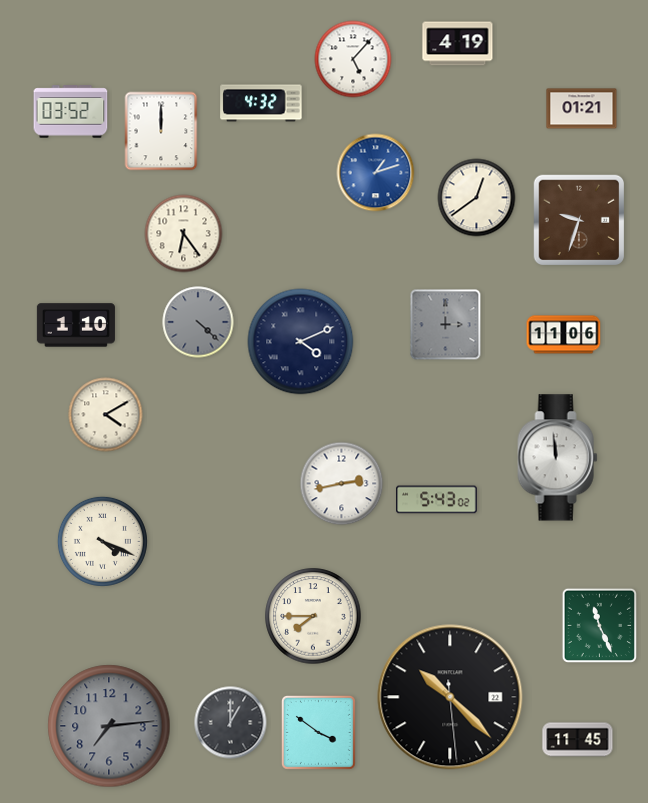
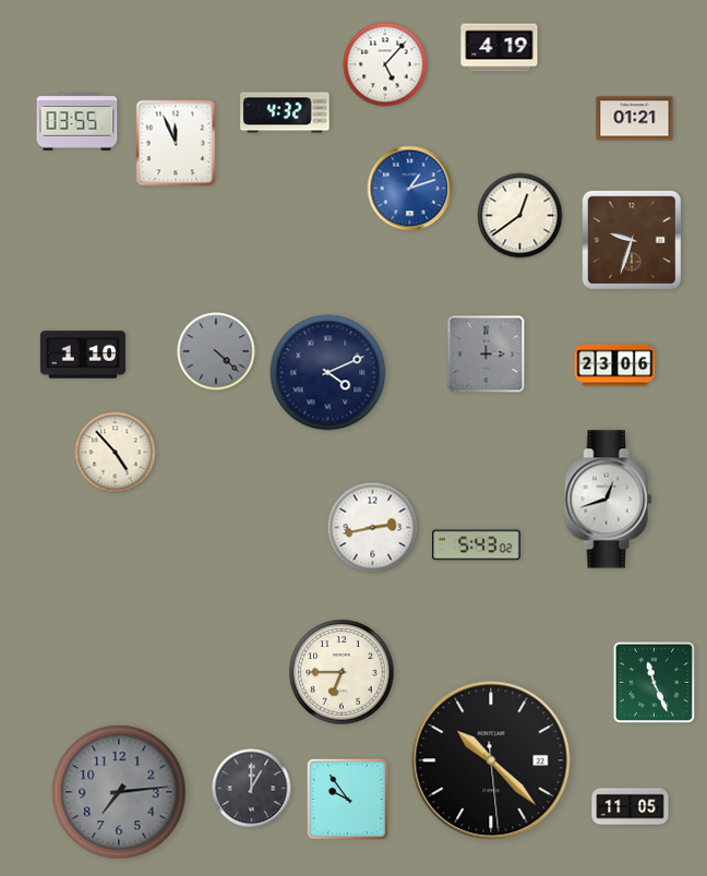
clock at (71, 112): 03:52 -> 03:55
clock at (161, 131): 12:00 -> 11:56
clock at (184, 234): 6:24 -> none
clock at (564, 335): 11:06 -> 23:06
clock at (106, 415): 4:10 -> 4:53
clock at (558, 458): 11:59 -> 12:42
clock at (102, 541): 4:19 -> none
clock at (313, 616): 7:45 -> 6:45
clock at (318, 732): 3:51 -> 9:54
clock at (578, 740): 11:45 -> 11:05
